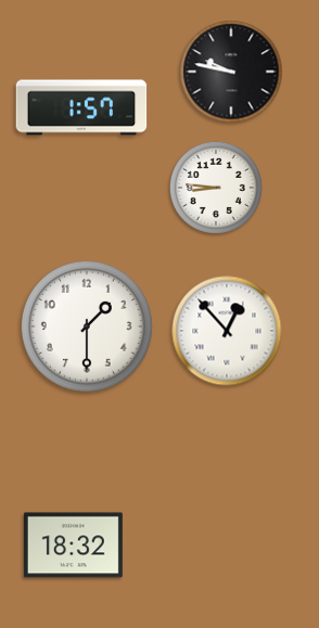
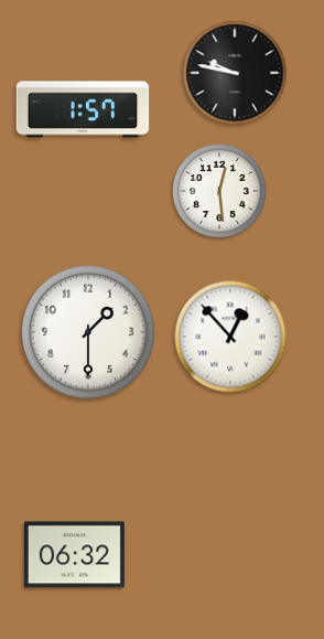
clock at (216, 188): 8:46 -> 12:29
clock at (73, 546): 18:32 -> 06:32
